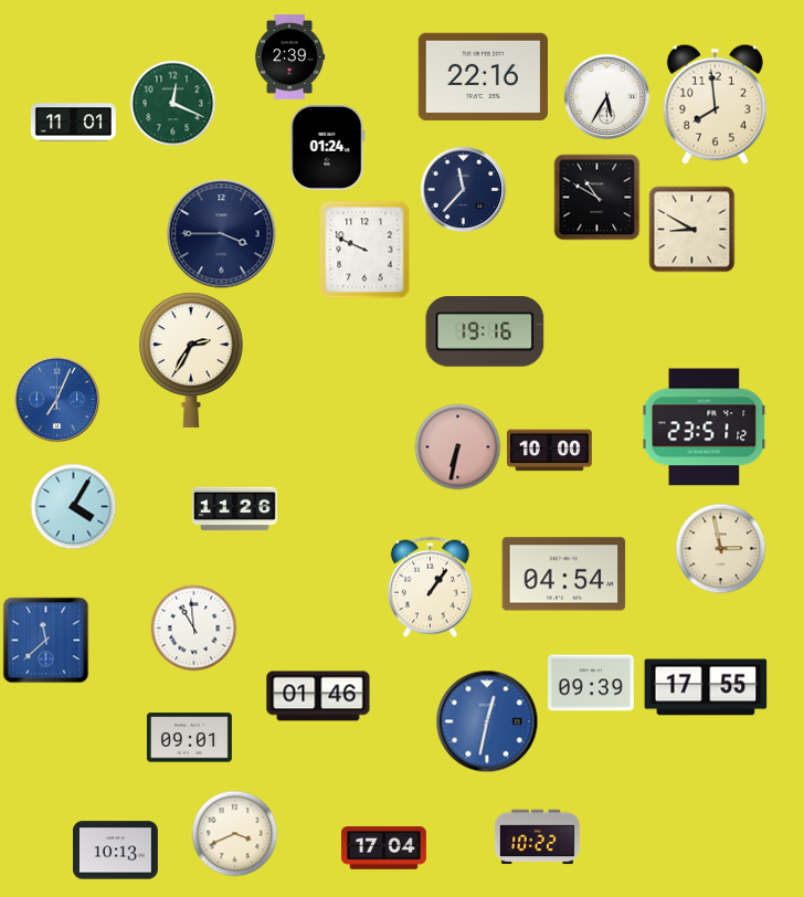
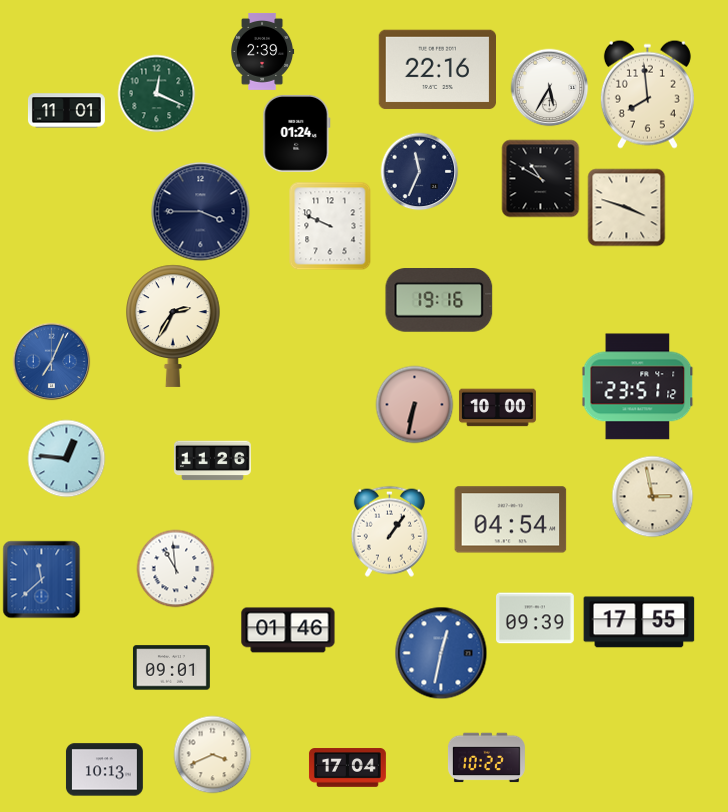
clock at (463, 189): 11:37 -> 11:34
clock at (691, 229): 8:50 -> 3:48
clock at (73, 506): 4:05 -> 12:46
